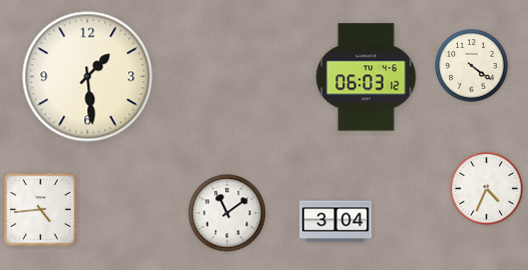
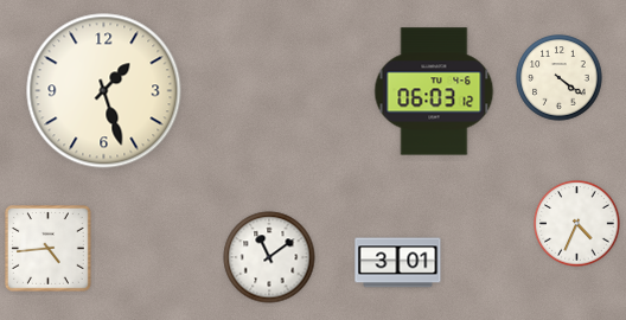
clock at (88, 77): 1:29 -> 1:27
clock at (227, 213) position: (227, 213) -> (269, 257)
clock at (336, 222): 3:04 -> 3:01
